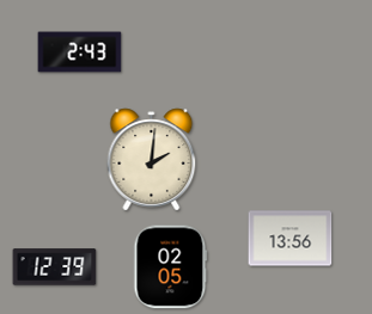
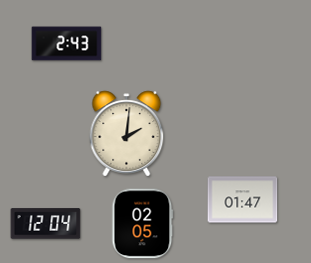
clock at (291, 239): 13:56 -> 01:47
clock at (55, 267): 12:39 -> 12:04
